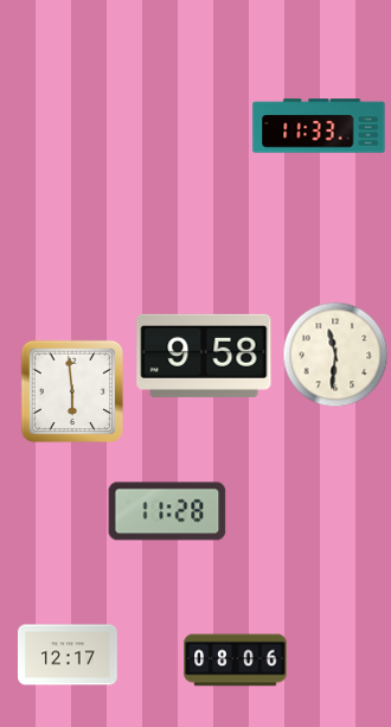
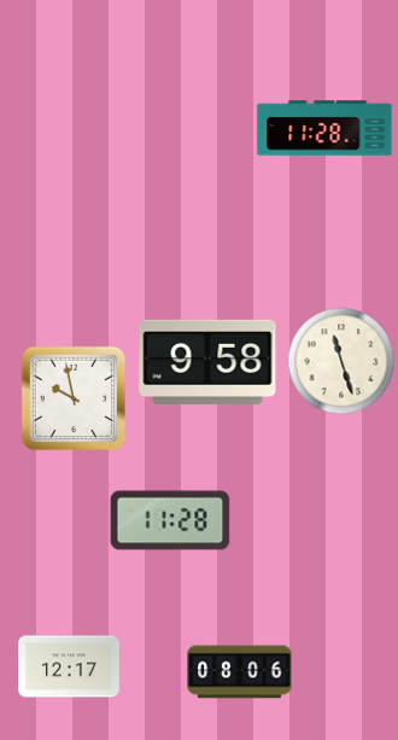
clock at (319, 126): 11:33 -> 11:28
clock at (335, 355): 11:31 -> 11:27
clock at (72, 391): 5:59 -> 9:58
